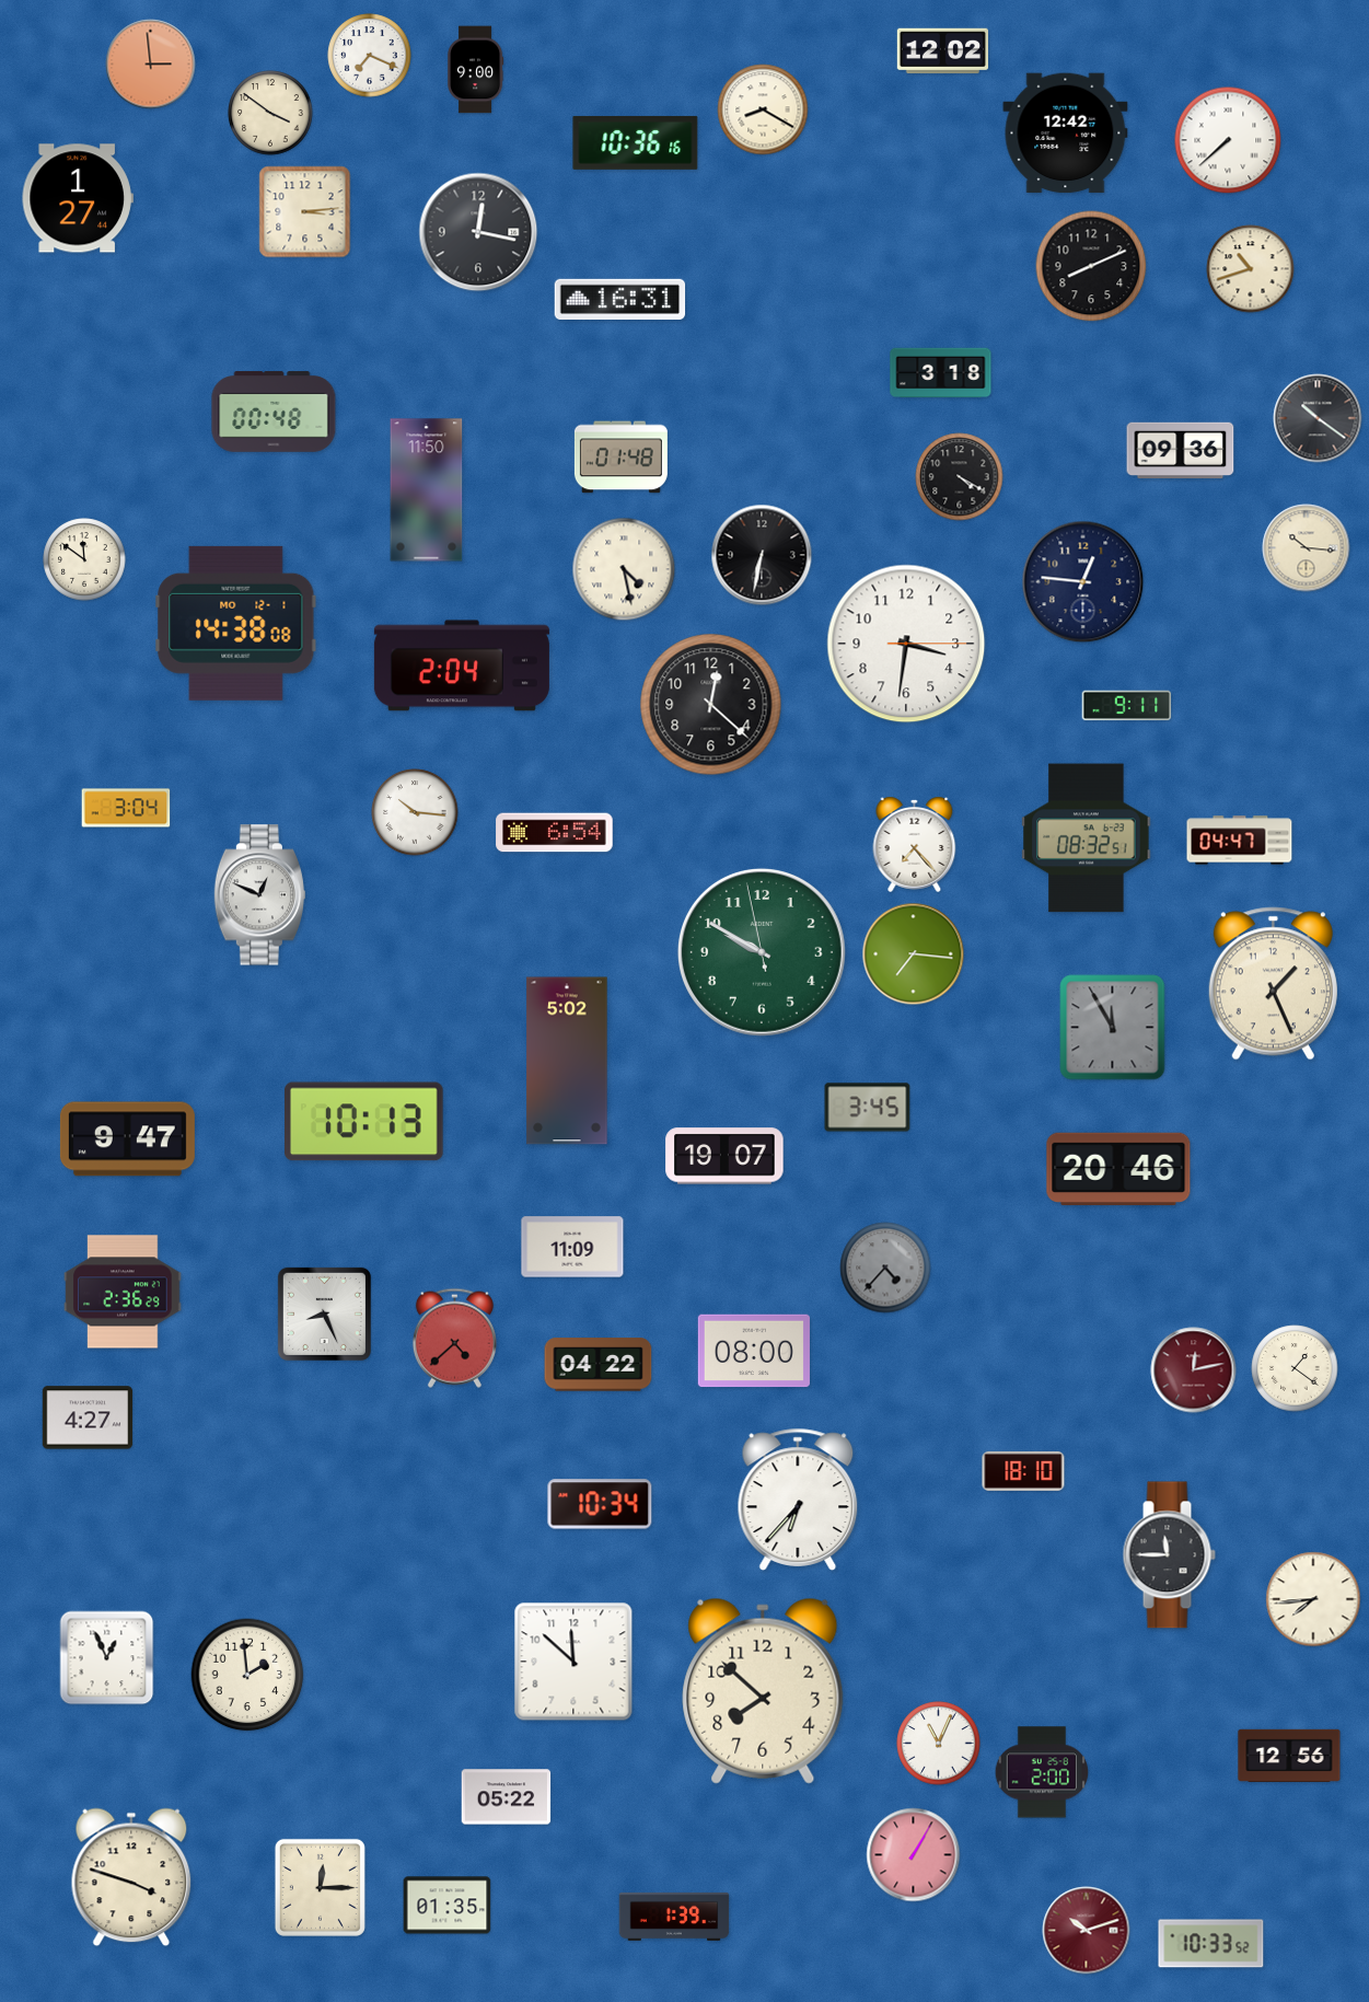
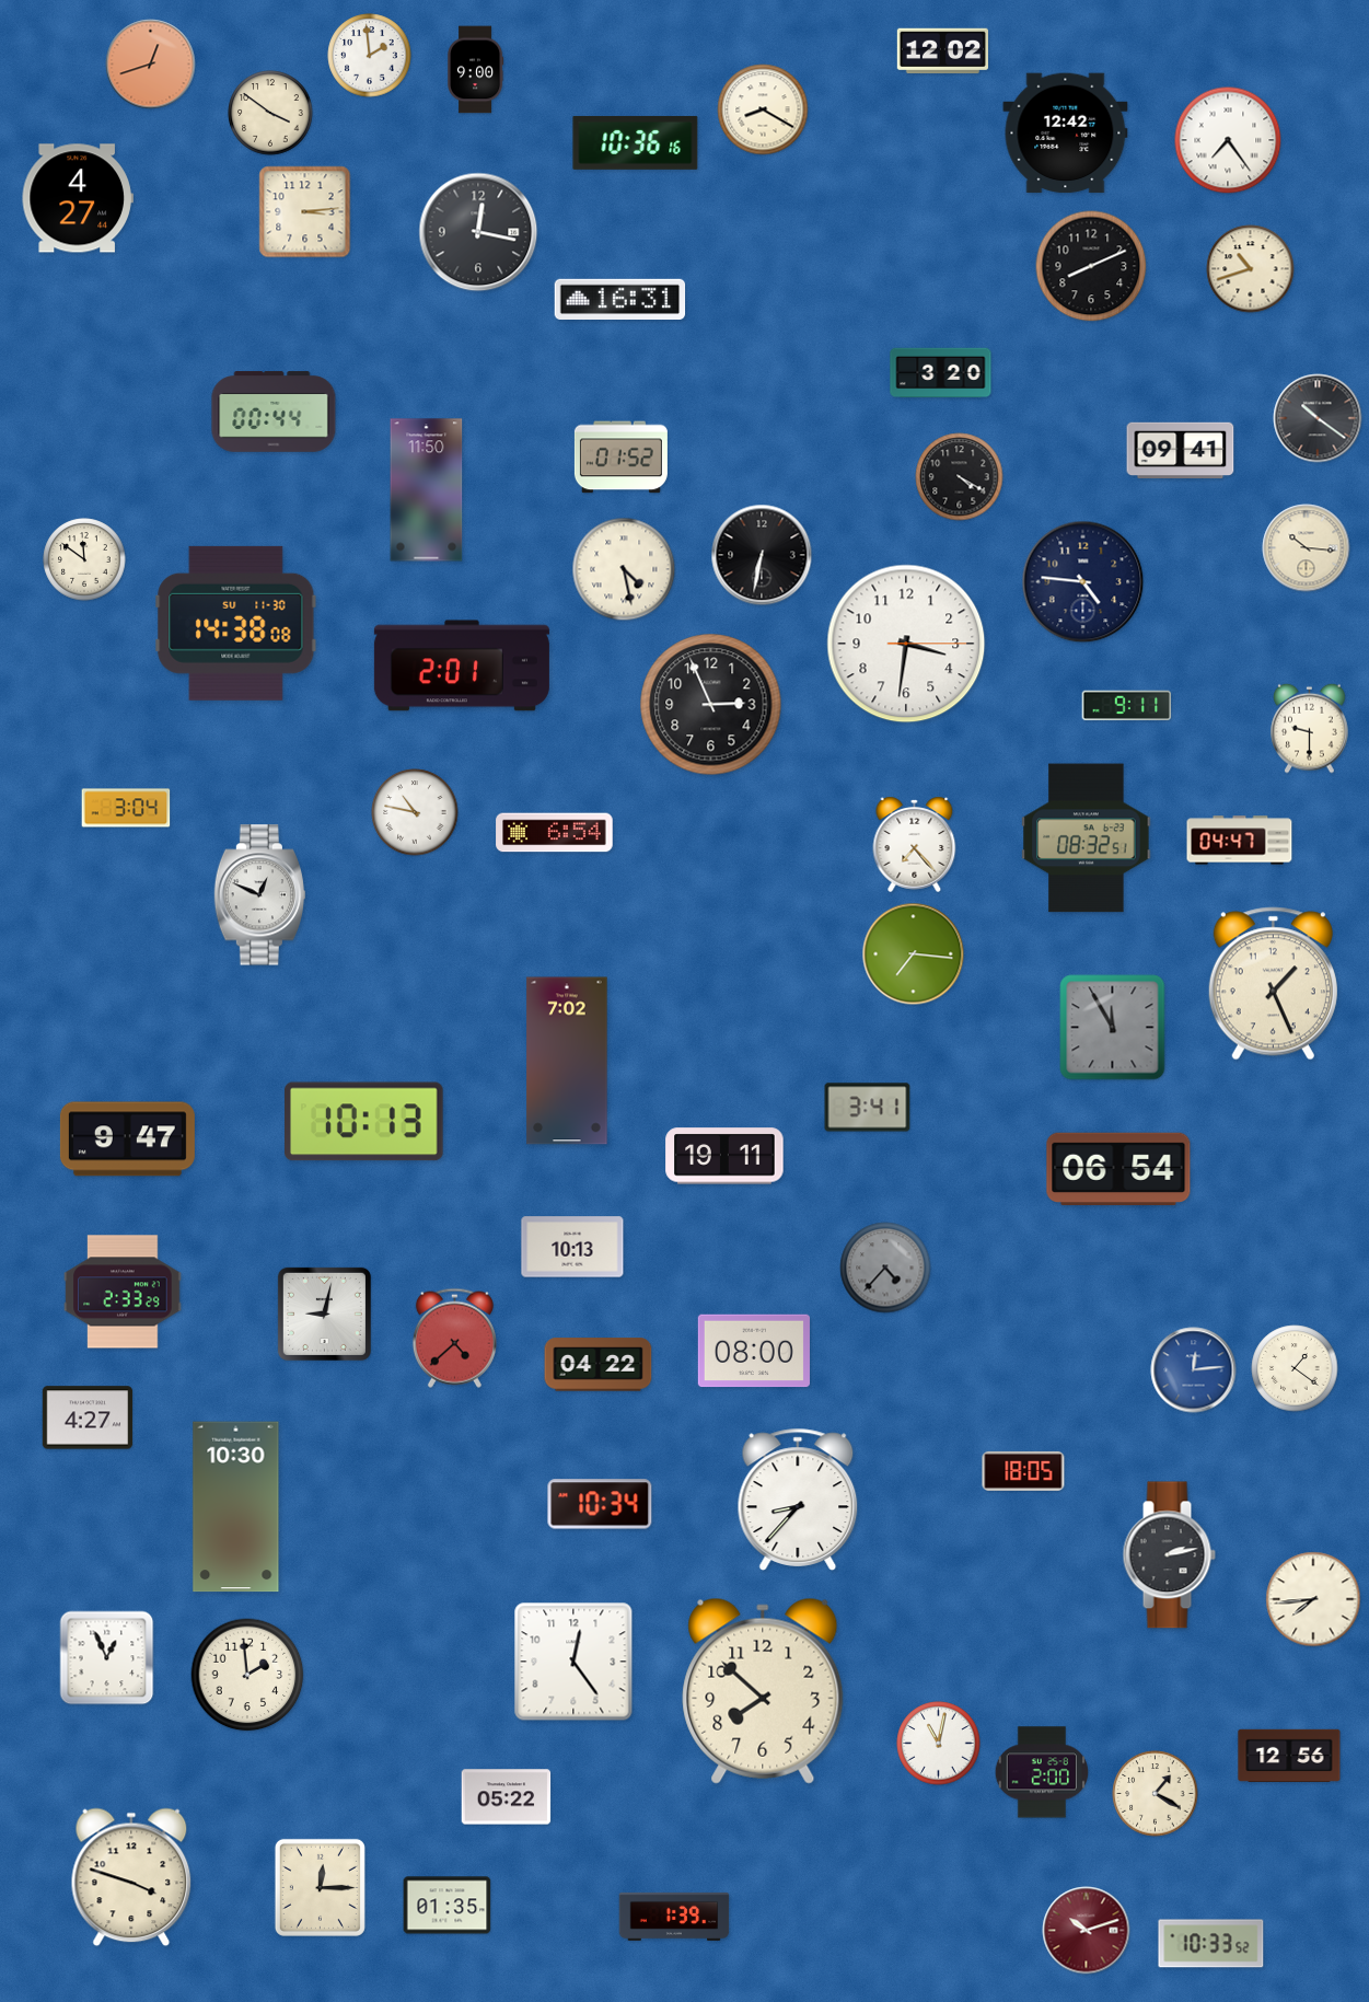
clock at (370, 56): 7:19 -> 1:59
clock at (151, 65): 2:59 -> 12:42
clock at (1228, 140): 7:38 -> 7:24
clock at (78, 198): 1:27 -> 4:27
clock at (941, 373): 3:18 -> 3:20
clock at (274, 412): 00:48 -> 00:44
clock at (1181, 451): 09:36 -> 09:41
clock at (620, 458): 01:48 -> 01:52
clock at (1083, 582): 12:46 -> 4:46
clock at (236, 623) date: MO 12-1 -> SU 11-30
clock at (462, 666): 2:04 -> 2:01
clock at (711, 705): 12:22 -> 2:56
clock at (1310, 728): none -> 9:30
clock at (415, 812): 10:16 -> 10:47
clock at (762, 952): 9:49 -> none
clock at (567, 1061): 5:02 -> 7:02
clock at (868, 1108): 3:45 -> 3:41
clock at (724, 1156): 19:07 -> 19:11
clock at (1118, 1169): 20:46 -> 06:54
clock at (572, 1247): 11:09 -> 10:13
clock at (123, 1292): 2:36 -> 2:33
clock at (324, 1314): 8:26 -> 9:02
clock at (1194, 1370): 12:13 -> 12:14
clock at (1194, 1370) dial: burgundy -> blue
clock at (1023, 1471): 18:10 -> 18:05
clock at (798, 1500): 6:37 -> 8:37
clock at (236, 1507): none -> 10:30
clock at (1169, 1555): 11:45 -> 2:13
clock at (573, 1662): 11:52 -> 12:24
clock at (939, 1744): 11:04 -> 11:02
clock at (1156, 1794): none -> 1:20
clock at (914, 1855): 1:05 -> none
